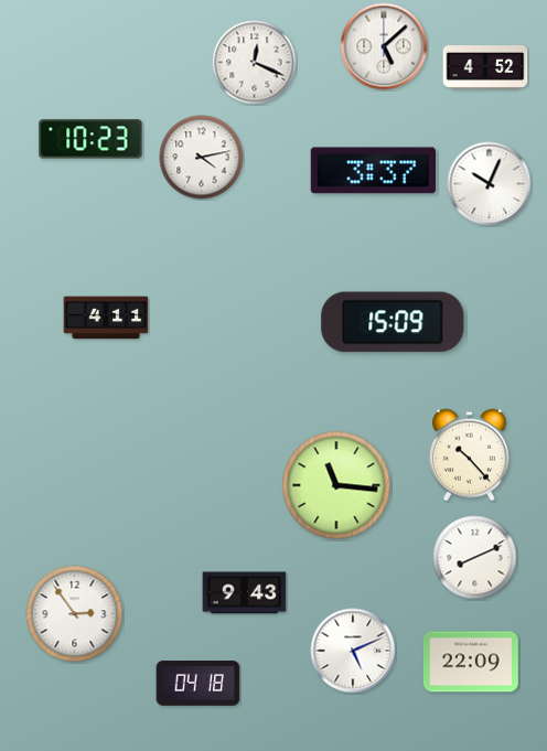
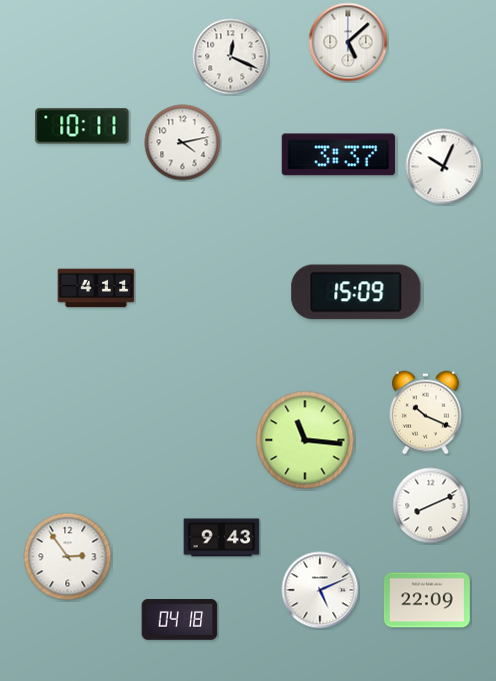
clock at (485, 68): 4:52 -> none
clock at (90, 139): 10:23 -> 10:11
clock at (470, 455): 10:23 -> 10:19
